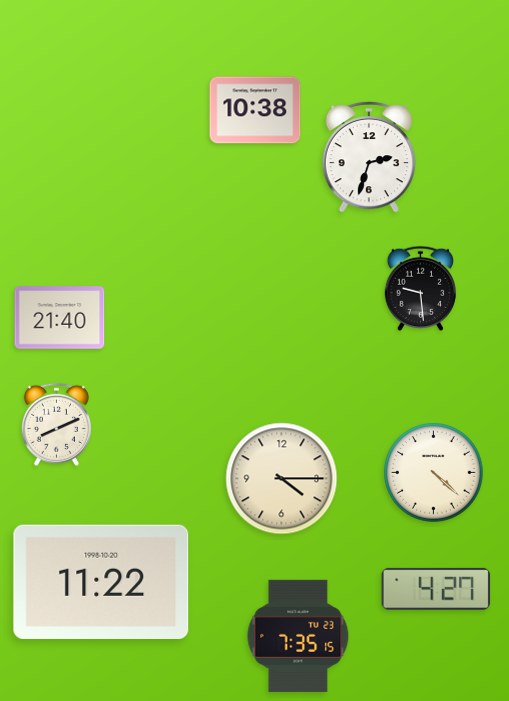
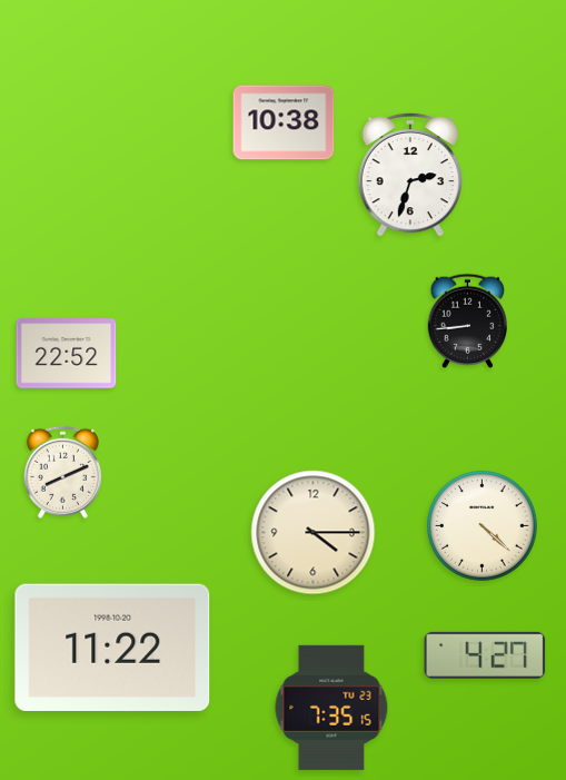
clock at (421, 288): 9:29 -> 8:44
clock at (60, 318): 21:40 -> 22:52
